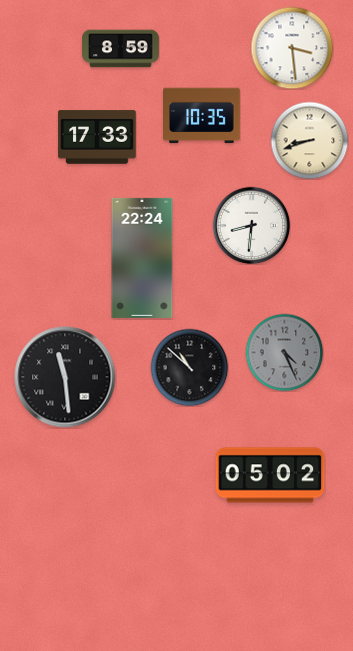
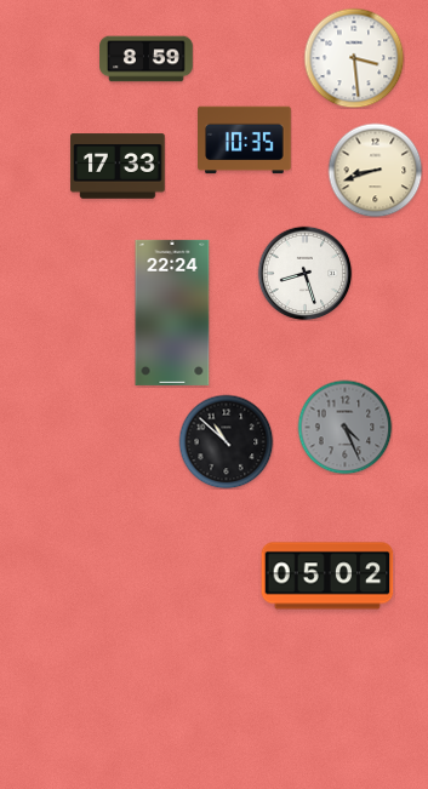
clock at (251, 225): 8:31 -> 8:27
clock at (189, 367) position: (189, 367) -> (226, 441)
clock at (65, 377): 11:29 -> none
